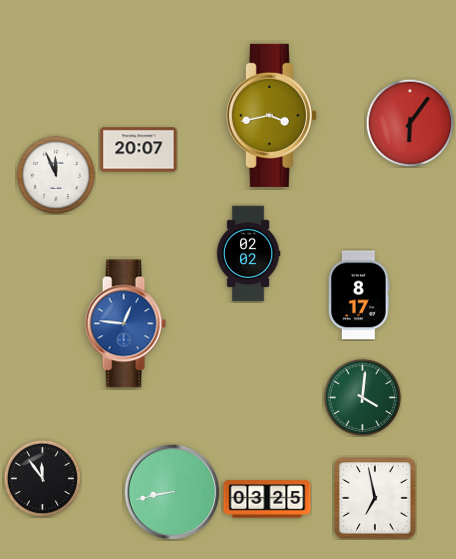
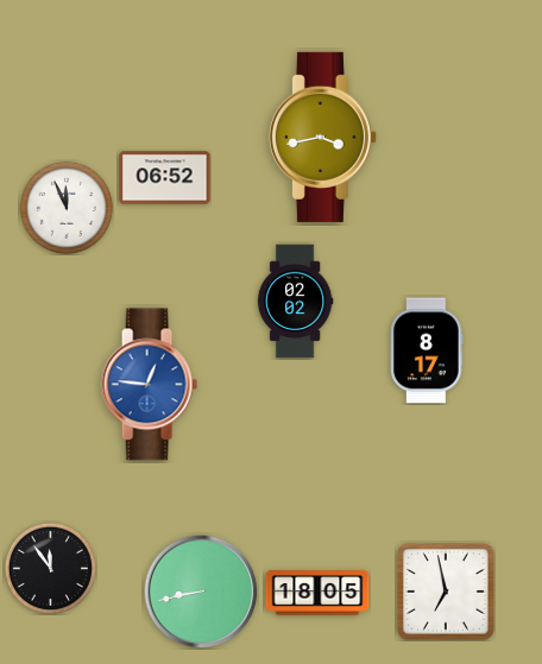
clock at (410, 123): 6:06 -> none
clock at (139, 150): 20:07 -> 06:52
clock at (362, 397): 4:01 -> none
clock at (172, 492) position: (172, 492) -> (201, 592)
clock at (267, 499): 03:25 -> 18:05
